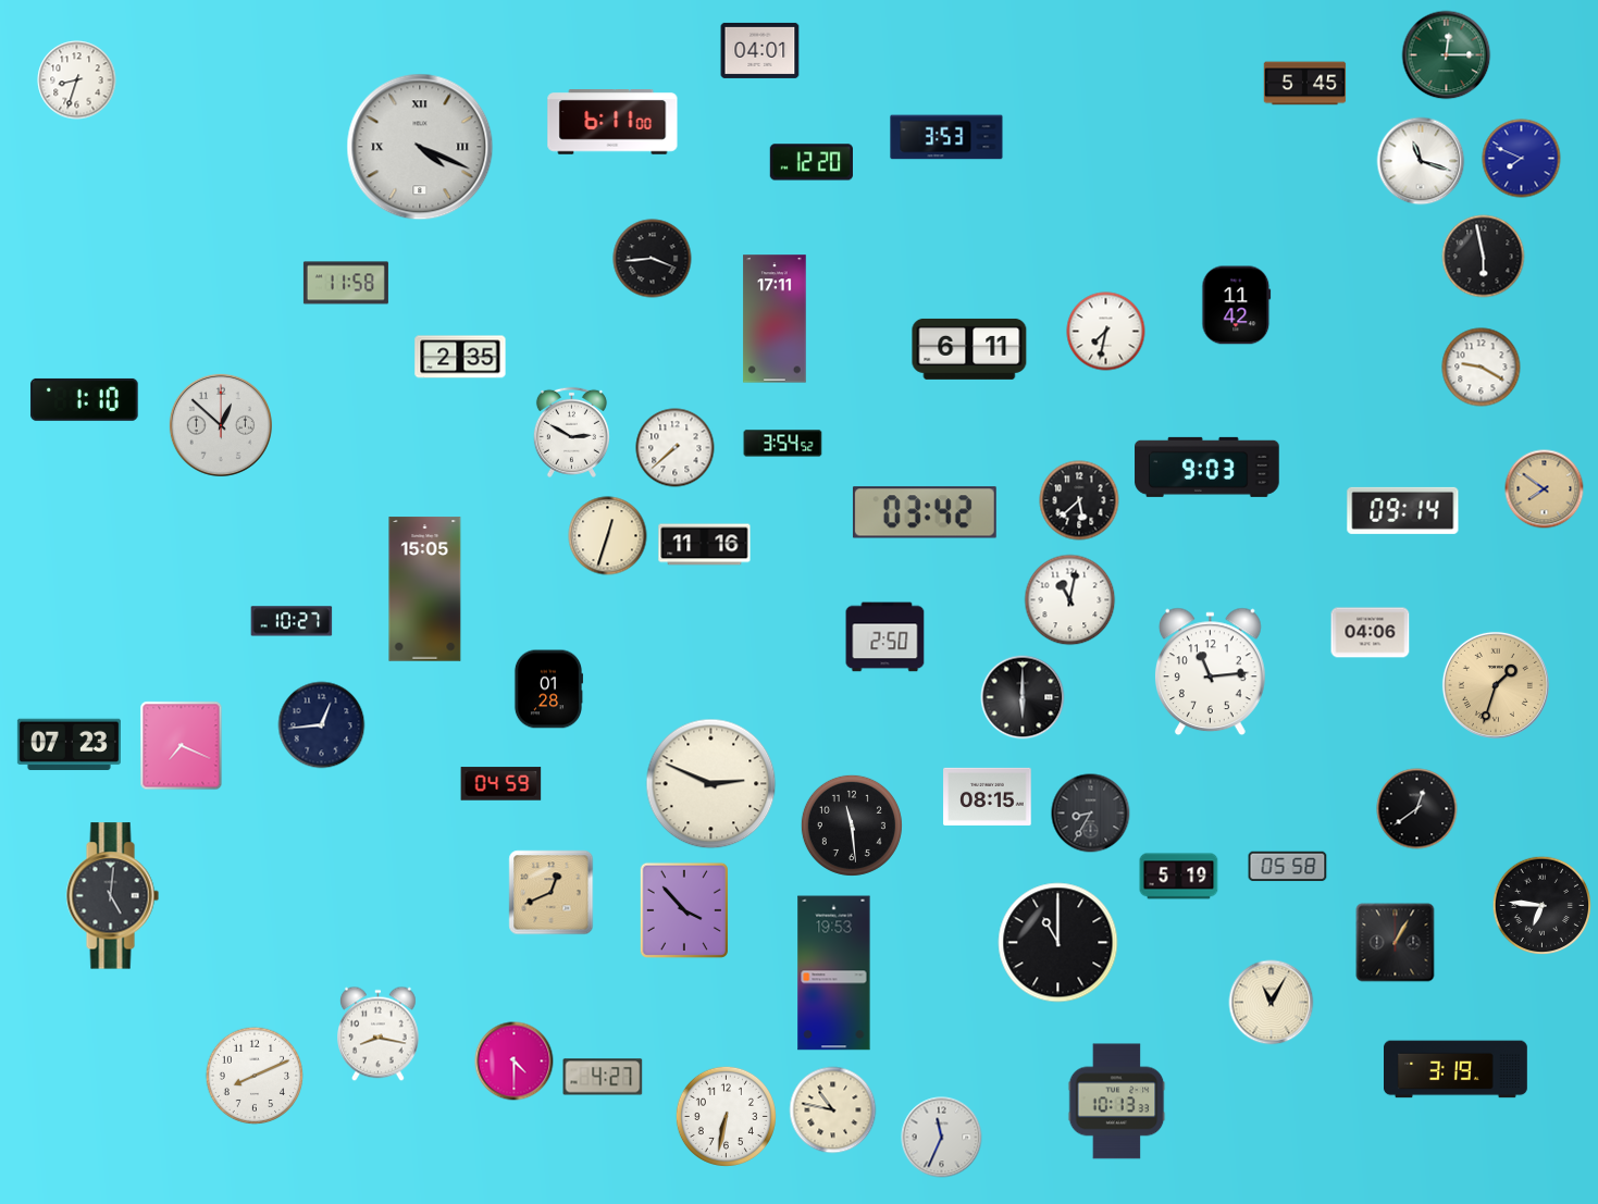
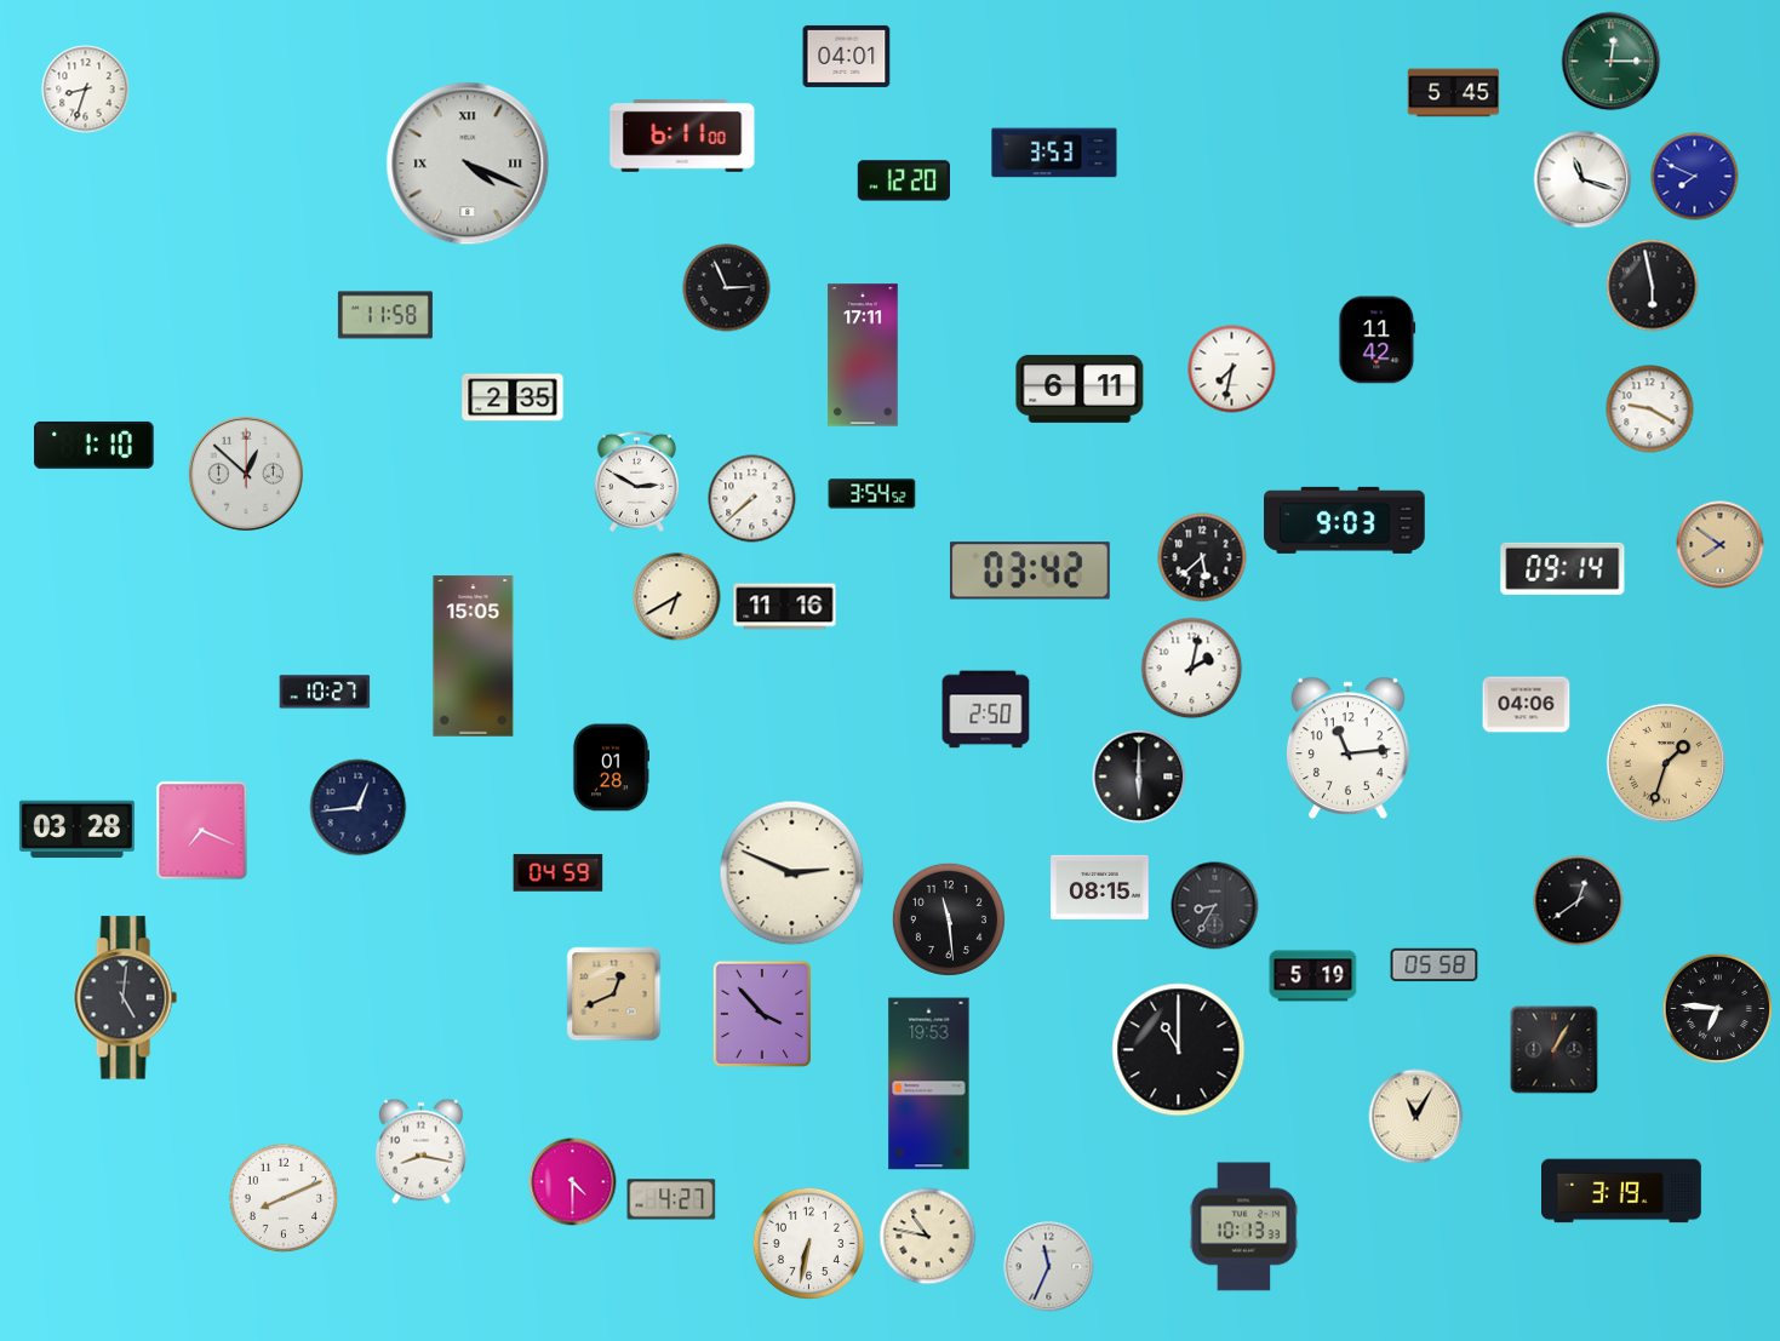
clock at (653, 259): 3:44 -> 2:56
clock at (608, 536): 12:33 -> 6:40
clock at (1070, 600): 11:02 -> 2:02
clock at (69, 745): 07:23 -> 03:28
